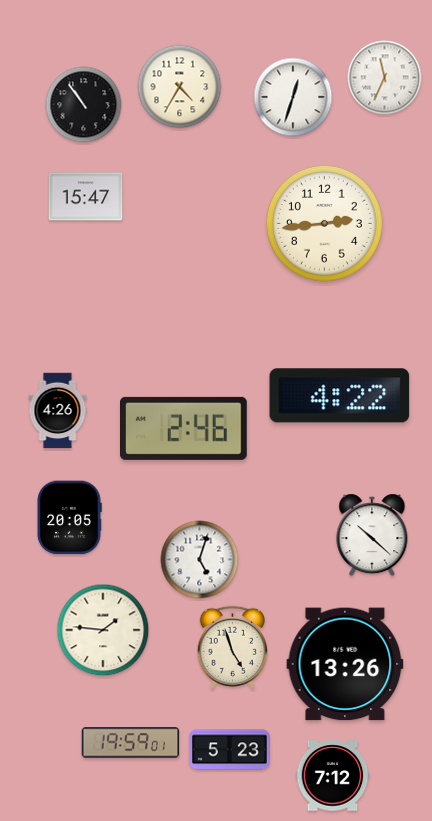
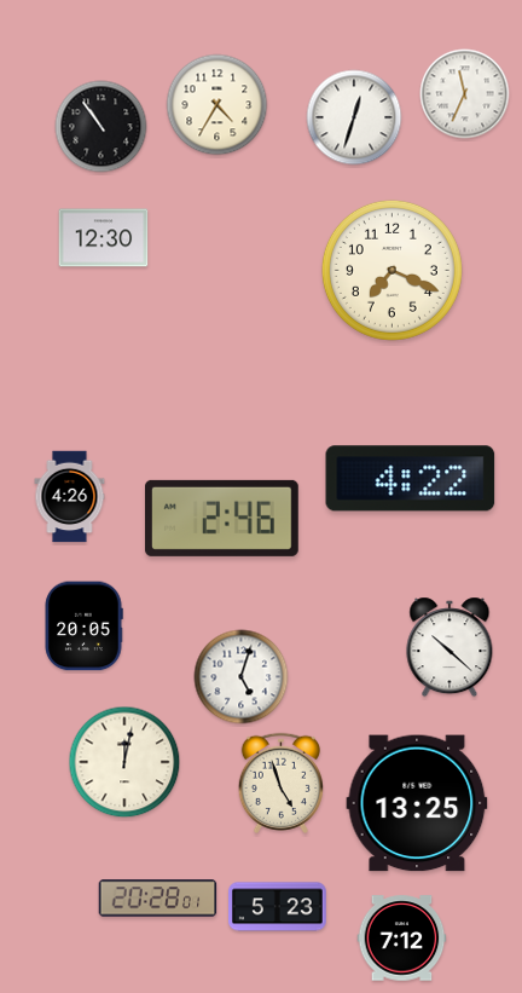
clock at (86, 197): 15:47 -> 12:30
clock at (324, 223): 2:44 -> 7:19
clock at (103, 630): 1:46 -> 12:02
clock at (345, 664): 13:26 -> 13:25
clock at (131, 743): 19:59 -> 20:28
